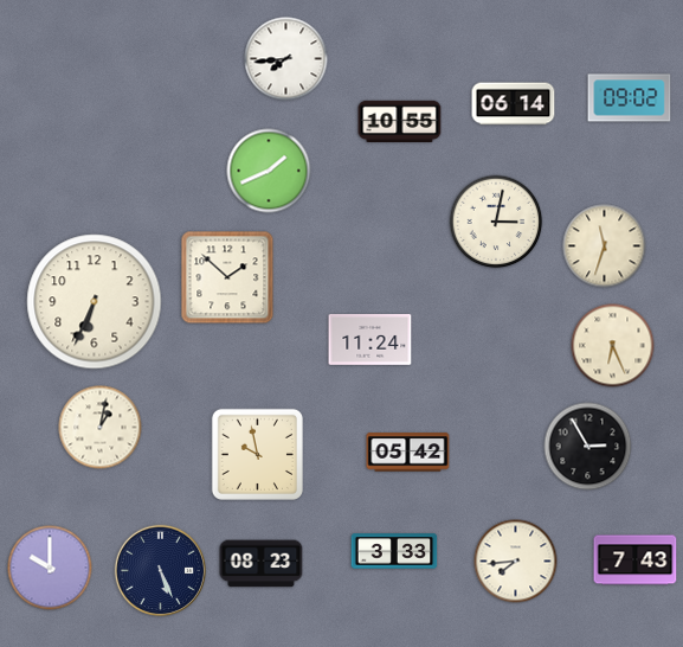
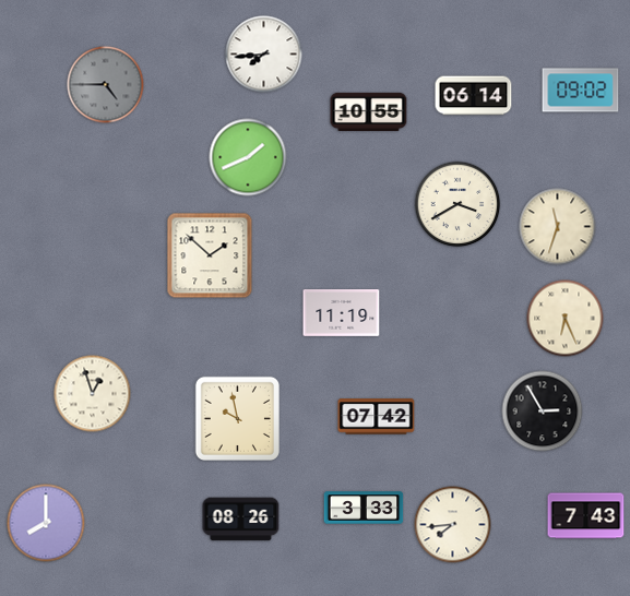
clock at (106, 85): none -> 4:45
clock at (496, 222): 3:02 -> 3:40
clock at (95, 302): 6:34 -> none
clock at (371, 340): 11:24 -> 11:19
clock at (101, 428): 1:02 -> 12:57
clock at (408, 453): 05:42 -> 07:42
clock at (516, 562) position: (516, 562) -> (453, 525)
clock at (262, 564): 08:23 -> 08:26
clock at (50, 568): 10:00 -> 8:00
clock at (161, 571): 5:26 -> none
